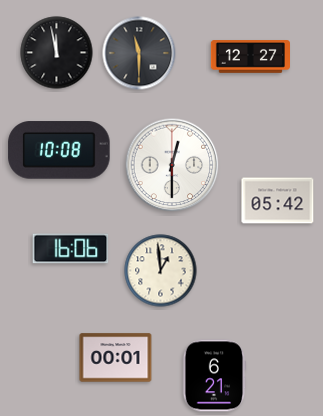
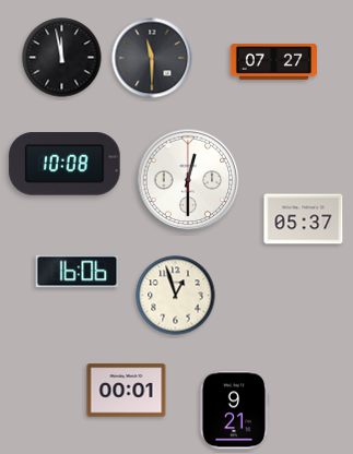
clock at (250, 57): 12:27 -> 07:27
clock at (278, 201): 05:42 -> 05:37
clock at (161, 271): 12:59 -> 12:57
clock at (214, 376): 6:21 -> 9:21
